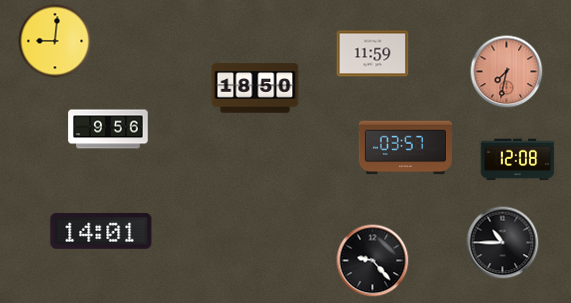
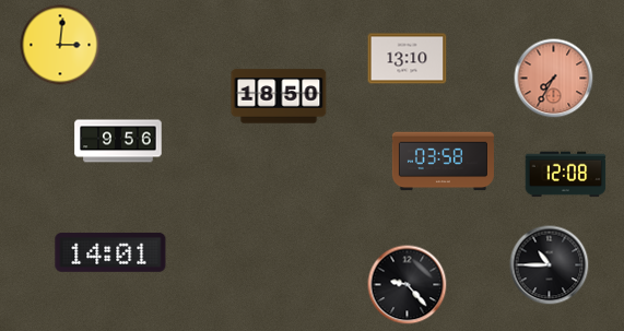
clock at (55, 41): 9:01 -> 3:01
clock at (373, 54): 11:59 -> 13:10
clock at (507, 72): 7:32 -> 7:35
clock at (405, 148): 03:57 -> 03:58
